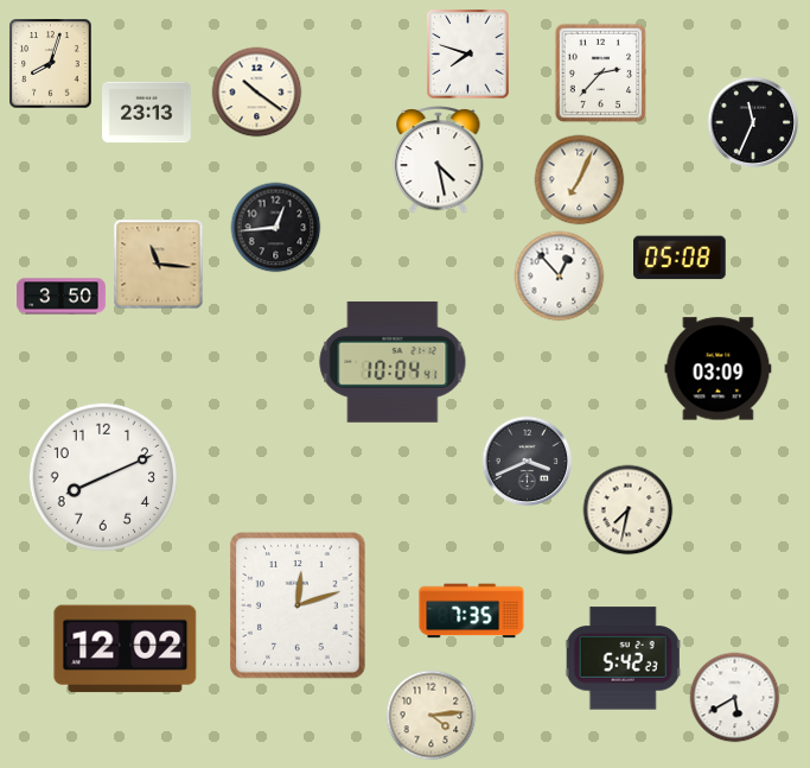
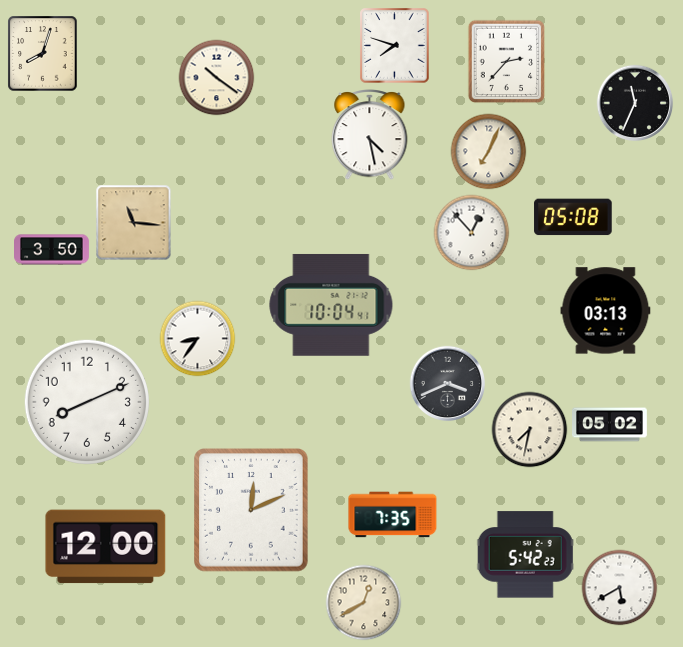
clock at (147, 113): 23:13 -> none
clock at (276, 228): 12:44 -> none
clock at (719, 369): 03:09 -> 03:13
clock at (198, 339): none -> 8:36
clock at (528, 462) position: (528, 462) -> (448, 384)
clock at (610, 425): none -> 05:02
clock at (299, 607): 12:12 -> 12:11
clock at (472, 611) position: (472, 611) -> (393, 515)
clock at (126, 649): 12:02 -> 12:00
clock at (432, 716): 4:14 -> 12:40
